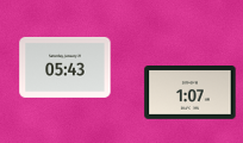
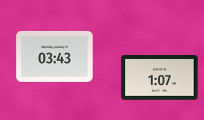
clock at (66, 67): 05:43 -> 03:43
